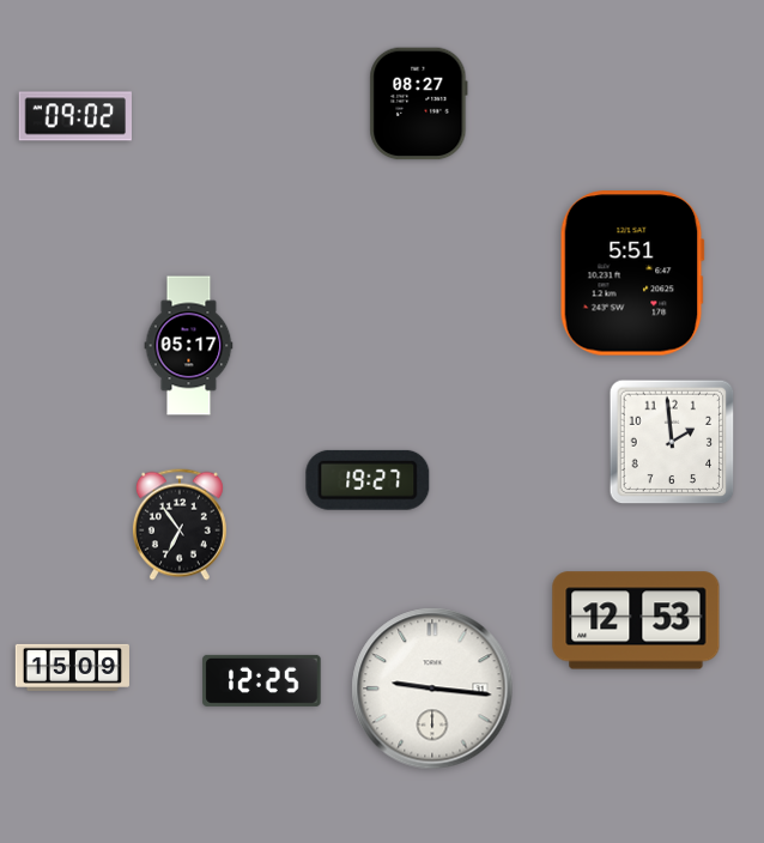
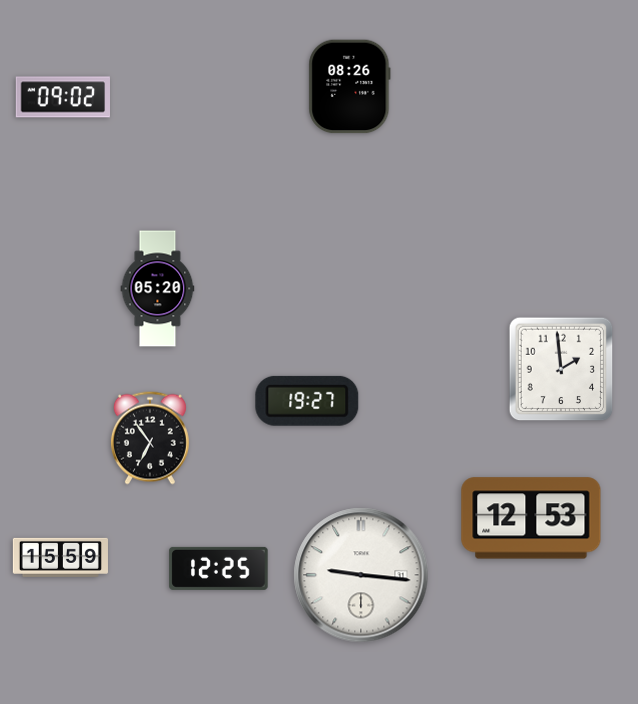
clock at (419, 104): 08:27 -> 08:26
clock at (632, 273): 5:51 -> none
clock at (189, 346): 05:17 -> 05:20
clock at (72, 667): 15:09 -> 15:59
